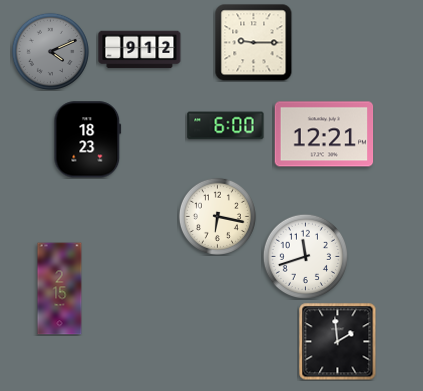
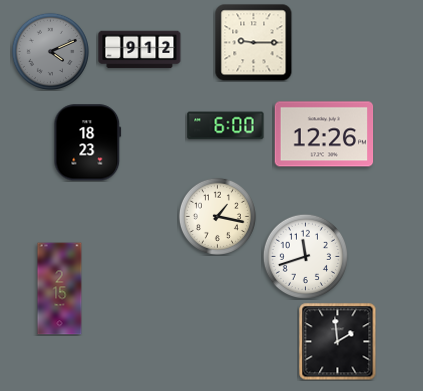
clock at (324, 134): 12:21 -> 12:26
clock at (88, 140) position: (88, 140) -> (88, 143)
clock at (217, 216): 6:17 -> 1:17
